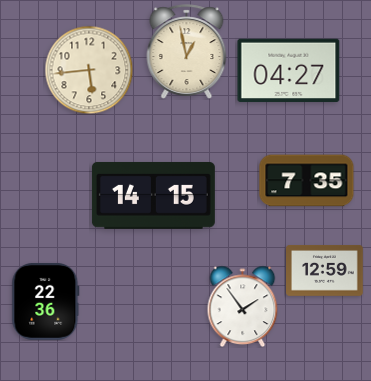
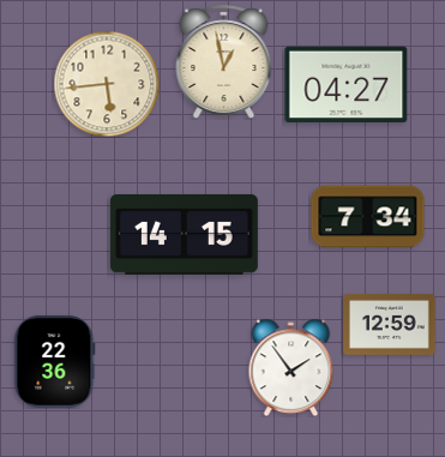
clock at (307, 181): 7:35 -> 7:34
